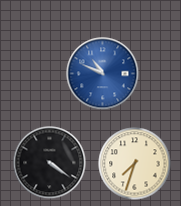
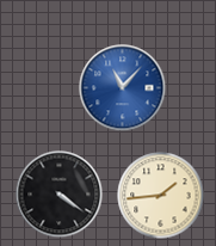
clock at (103, 74): 10:49 -> 11:07
clock at (135, 164): 7:33 -> 1:44
